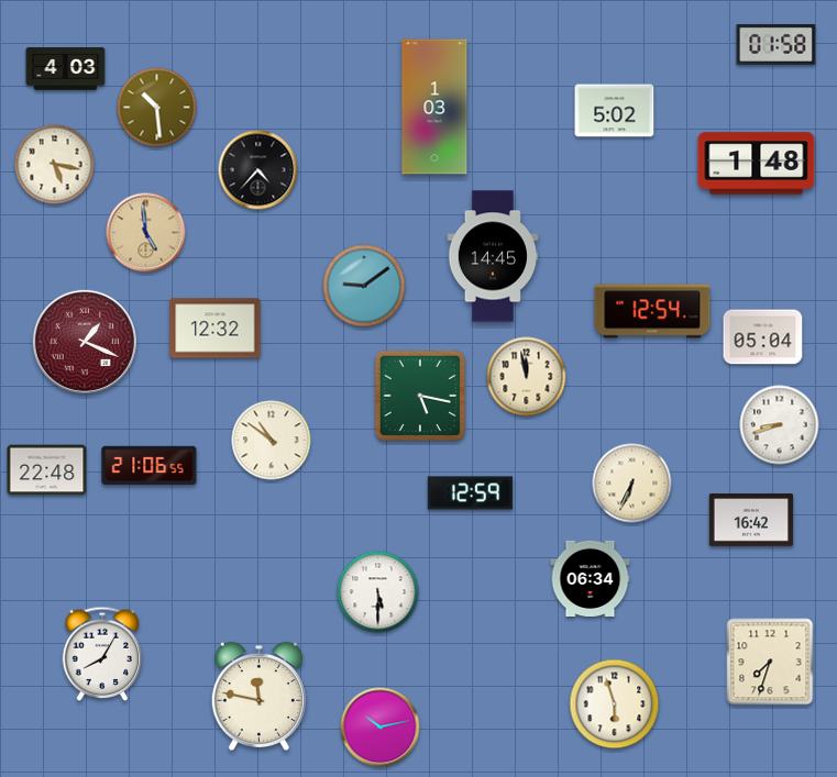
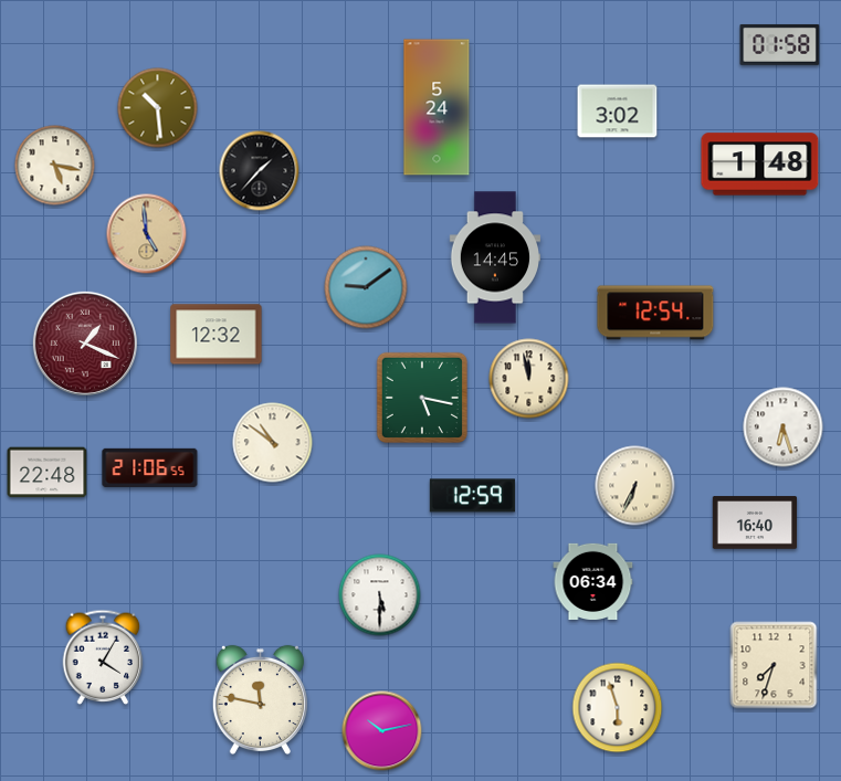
clock at (66, 69): 4:03 -> none
clock at (434, 107): 1:03 -> 5:24
clock at (615, 111): 5:02 -> 3:02
clock at (258, 170): 4:37 -> 1:37
clock at (216, 329) position: (216, 329) -> (217, 335)
clock at (763, 337): 05:04 -> none
clock at (780, 425): 8:42 -> 6:27
clock at (751, 520): 16:42 -> 16:40
clock at (102, 654): 8:05 -> 4:05
